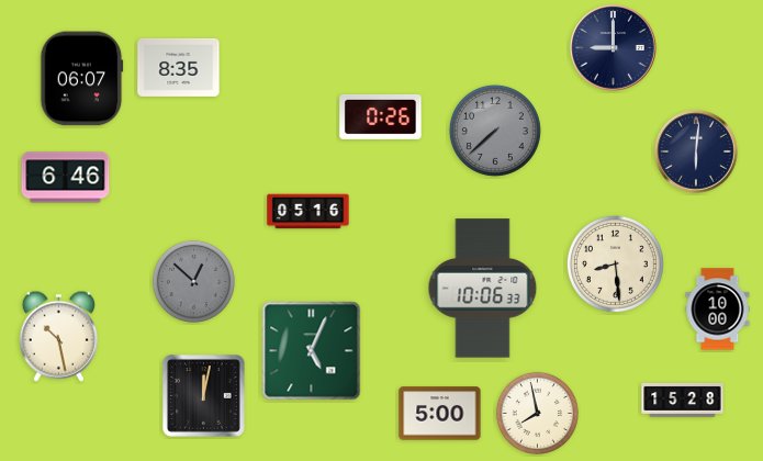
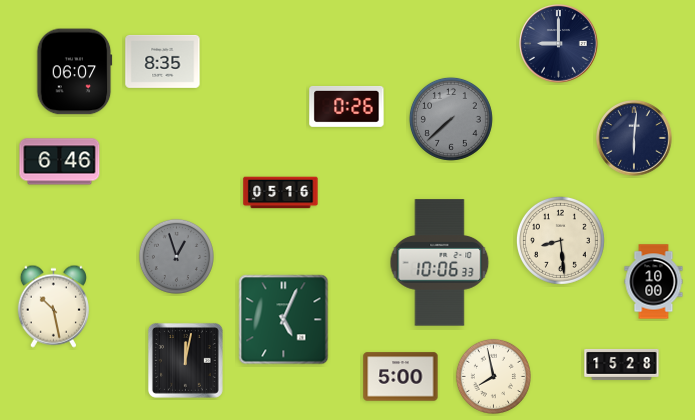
clock at (193, 281): 12:52 -> 12:57
clock at (537, 413) position: (537, 413) -> (493, 376)
